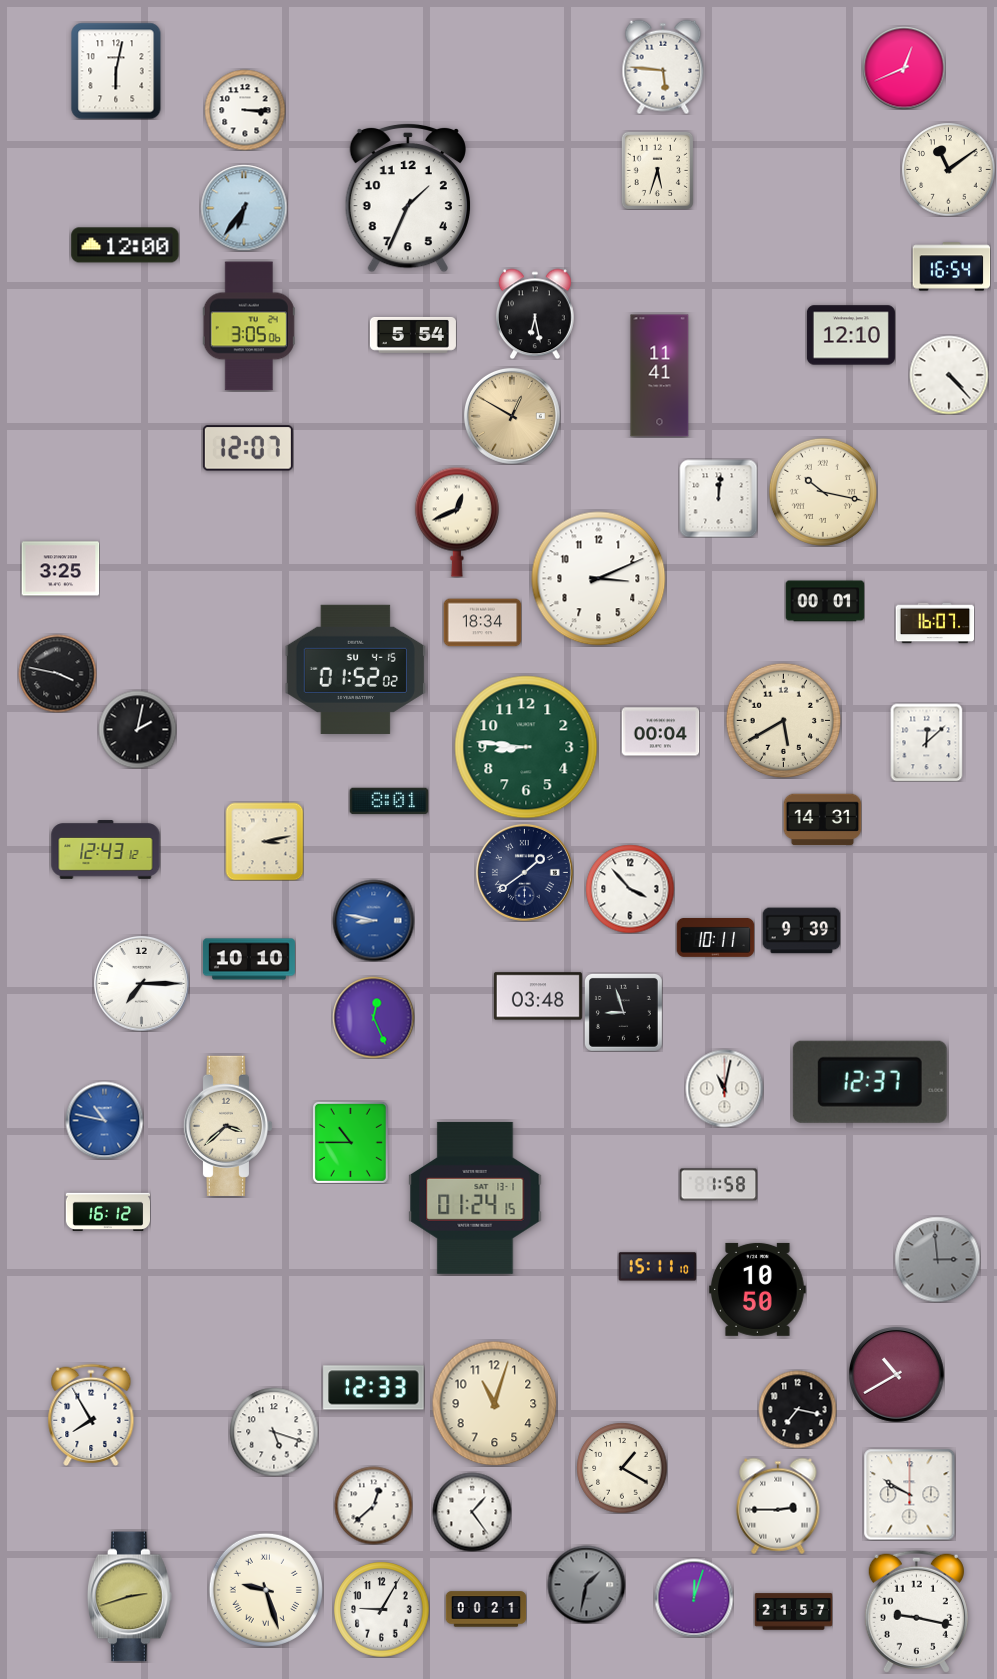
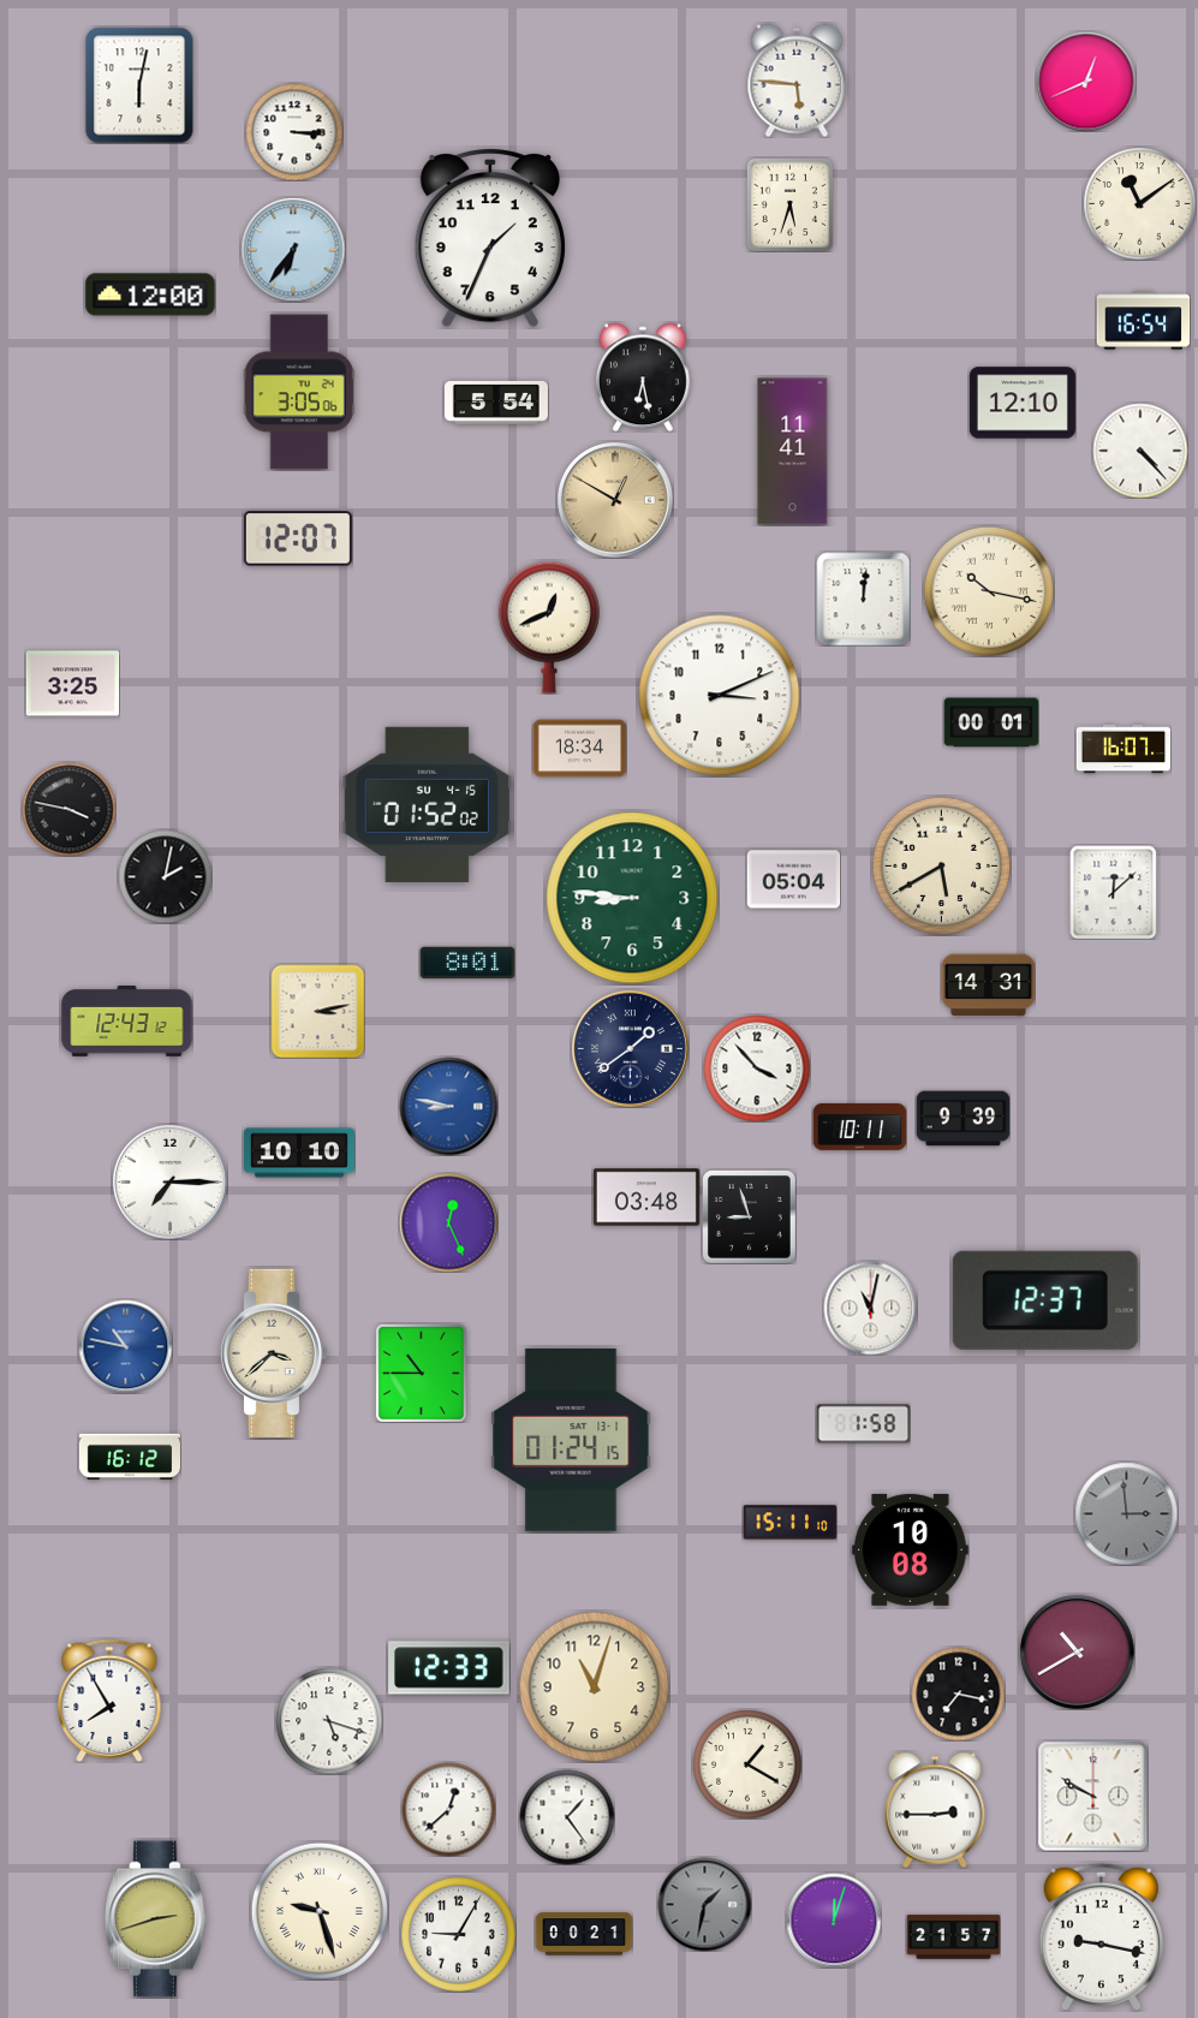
clock at (660, 732): 00:04 -> 05:04
clock at (758, 1289): 10:50 -> 10:08
